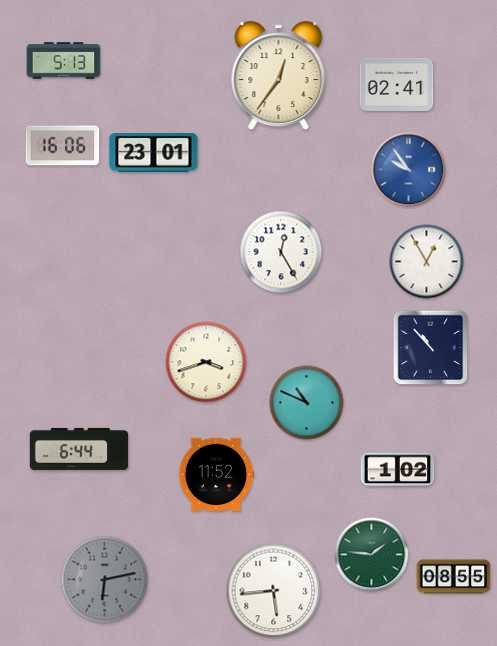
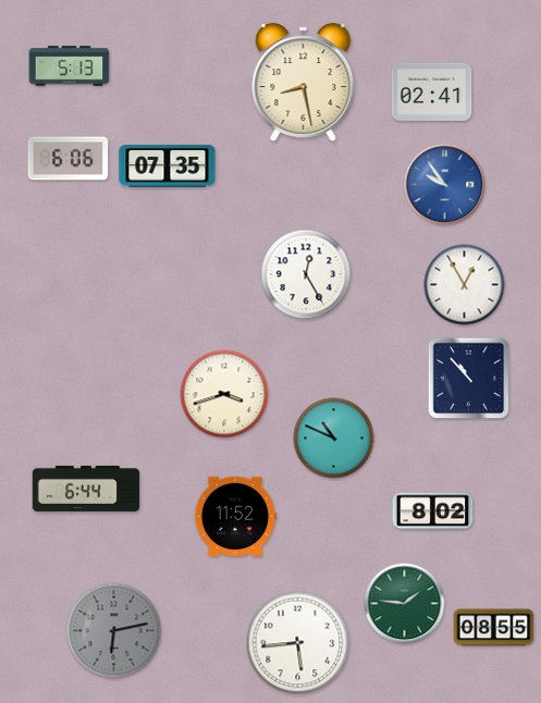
clock at (279, 76): 12:36 -> 8:28
clock at (63, 146): 16:06 -> 6:06
clock at (154, 153): 23:01 -> 07:35
clock at (398, 470): 1:02 -> 8:02
